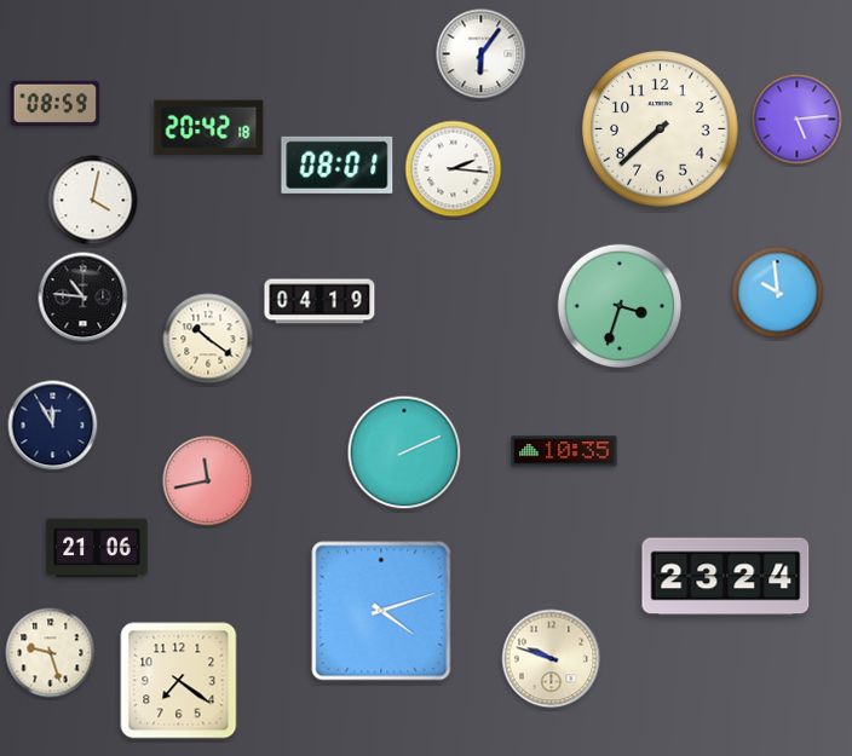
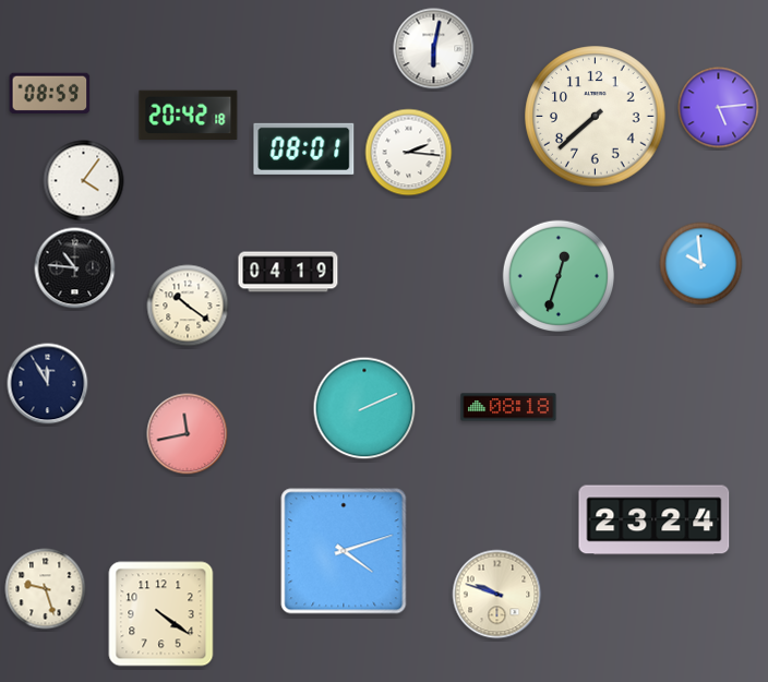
clock at (482, 54): 6:06 -> 6:02
clock at (93, 201): 4:02 -> 4:06
clock at (620, 306): 3:33 -> 12:33
clock at (564, 451): 10:35 -> 08:18
clock at (97, 548): 21:06 -> none
clock at (179, 681): 7:21 -> 4:21
